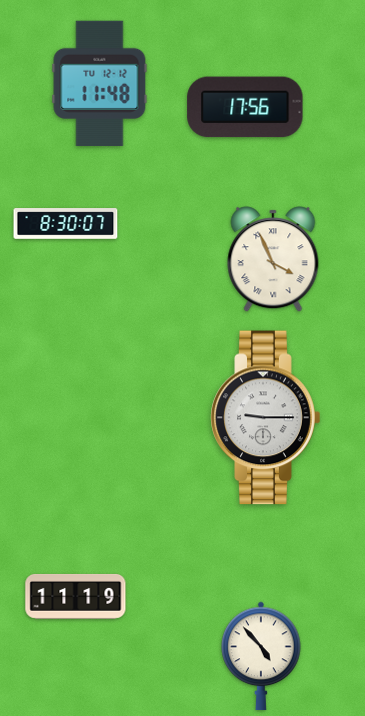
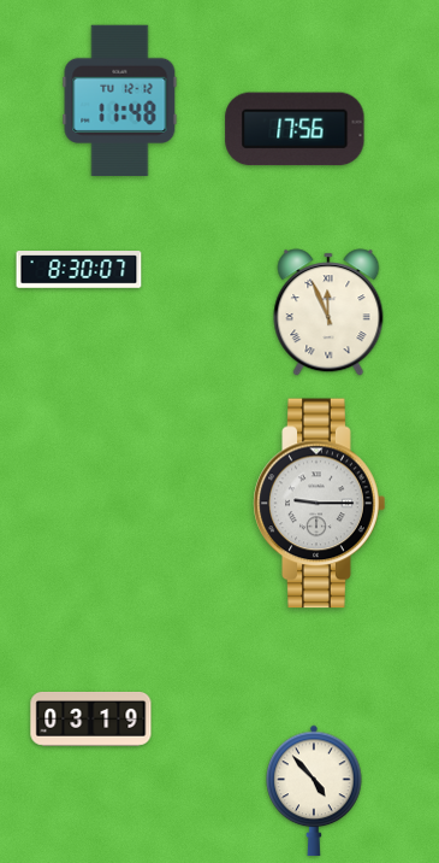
clock at (273, 259): 3:56 -> 11:56
clock at (76, 596): 11:19 -> 03:19
